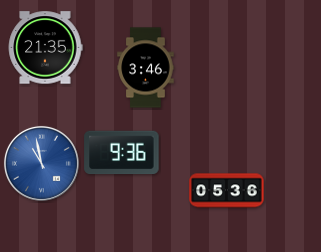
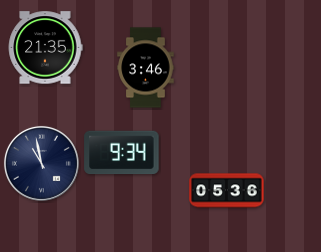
clock at (122, 153): 9:36 -> 9:34
clock at (41, 163) dial: blue -> navy
